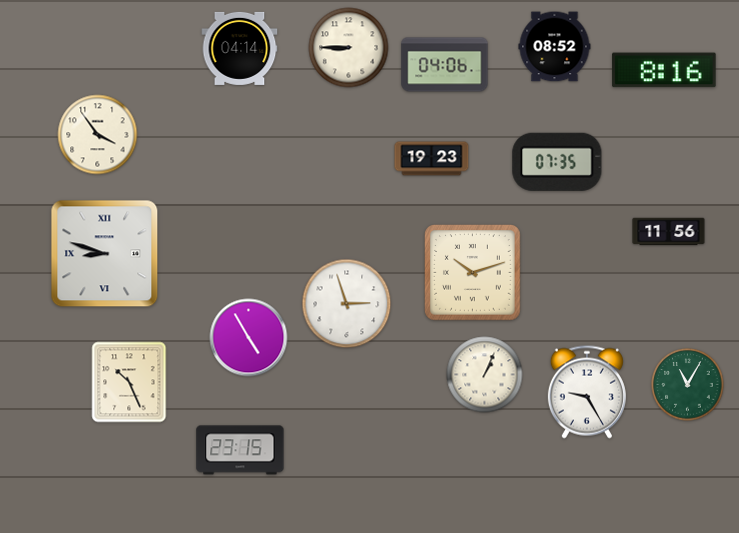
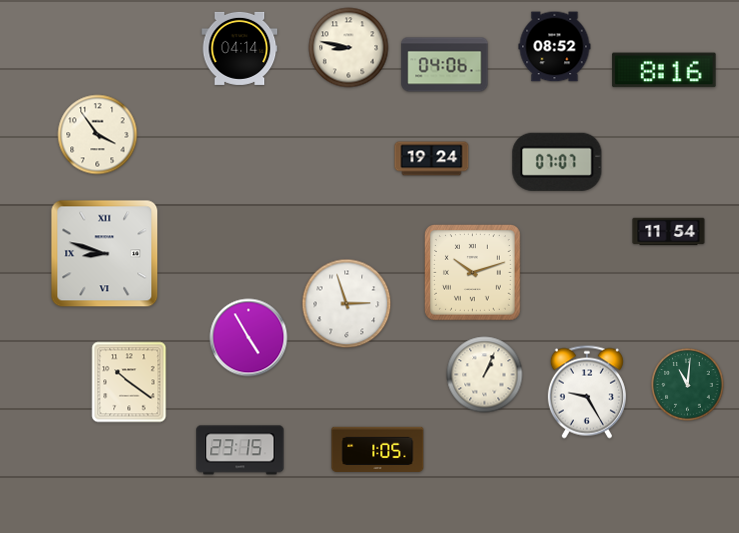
clock at (349, 48): 8:45 -> 8:47
clock at (432, 159): 19:23 -> 19:24
clock at (557, 162): 07:35 -> 07:07
clock at (669, 232): 11:56 -> 11:54
clock at (129, 382): 10:26 -> 10:21
clock at (688, 385): 11:05 -> 11:01
clock at (378, 449): none -> 1:05
